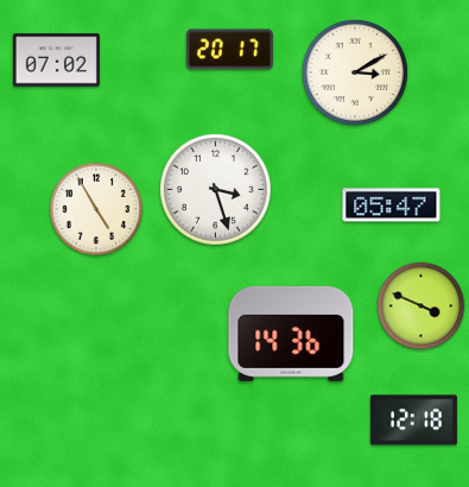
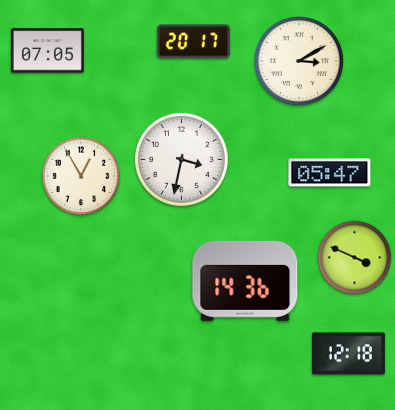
clock at (56, 61): 07:02 -> 07:05
clock at (215, 189): 3:27 -> 3:32
clock at (96, 209): 4:55 -> 12:55
